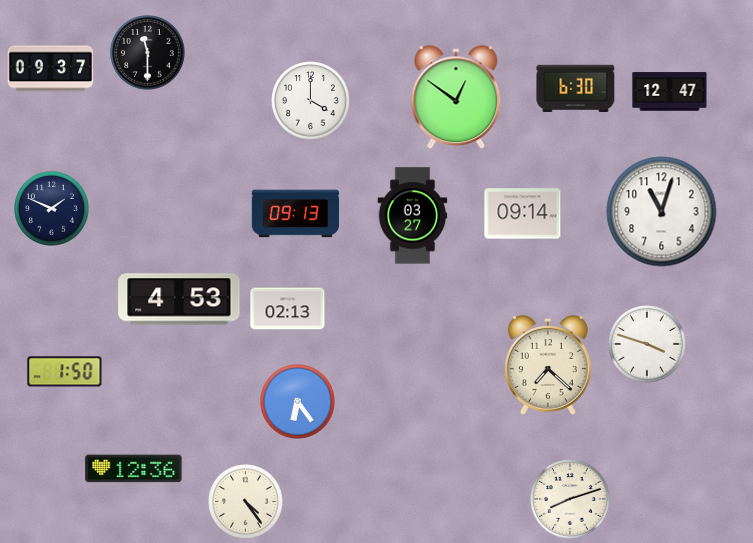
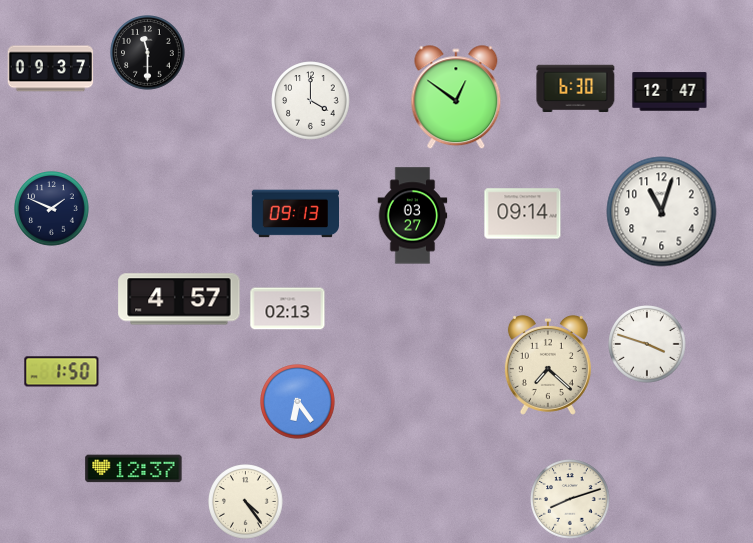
clock at (179, 299): 4:53 -> 4:57
clock at (65, 372) position: (65, 372) -> (62, 372)
clock at (134, 469): 12:36 -> 12:37
